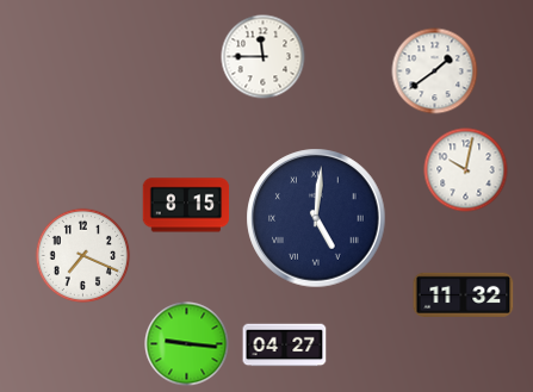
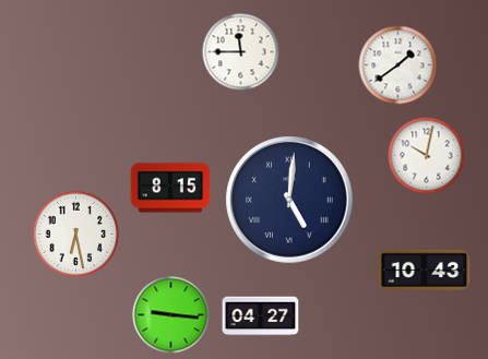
clock at (83, 256): 7:19 -> 6:28
clock at (464, 294): 11:32 -> 10:43
